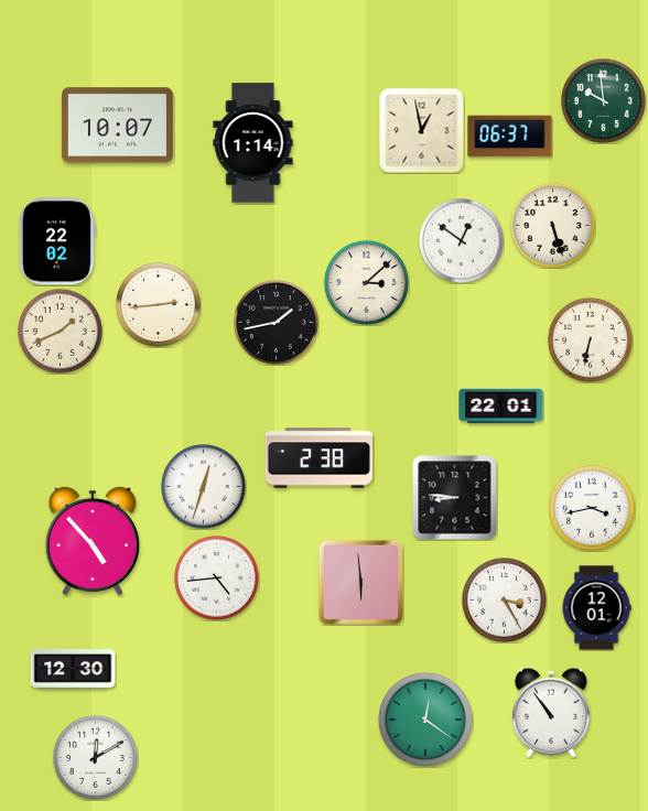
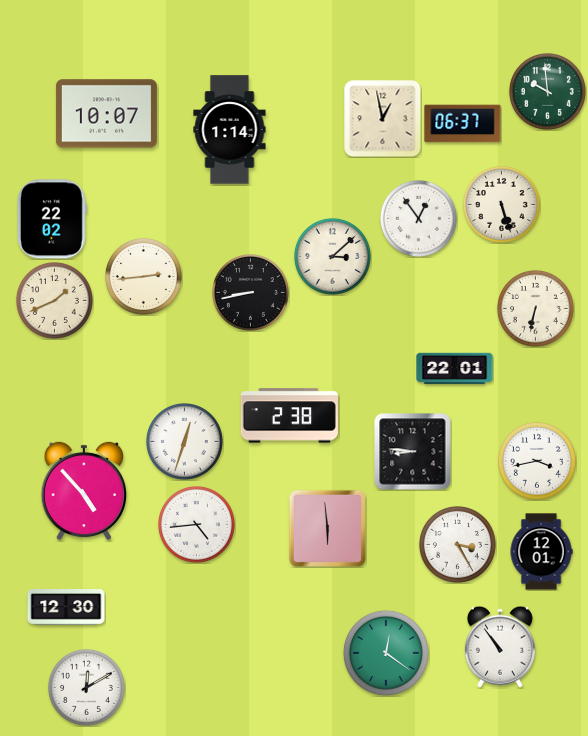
clock at (461, 240): 12:51 -> 12:54
clock at (276, 322): 1:43 -> 8:43
